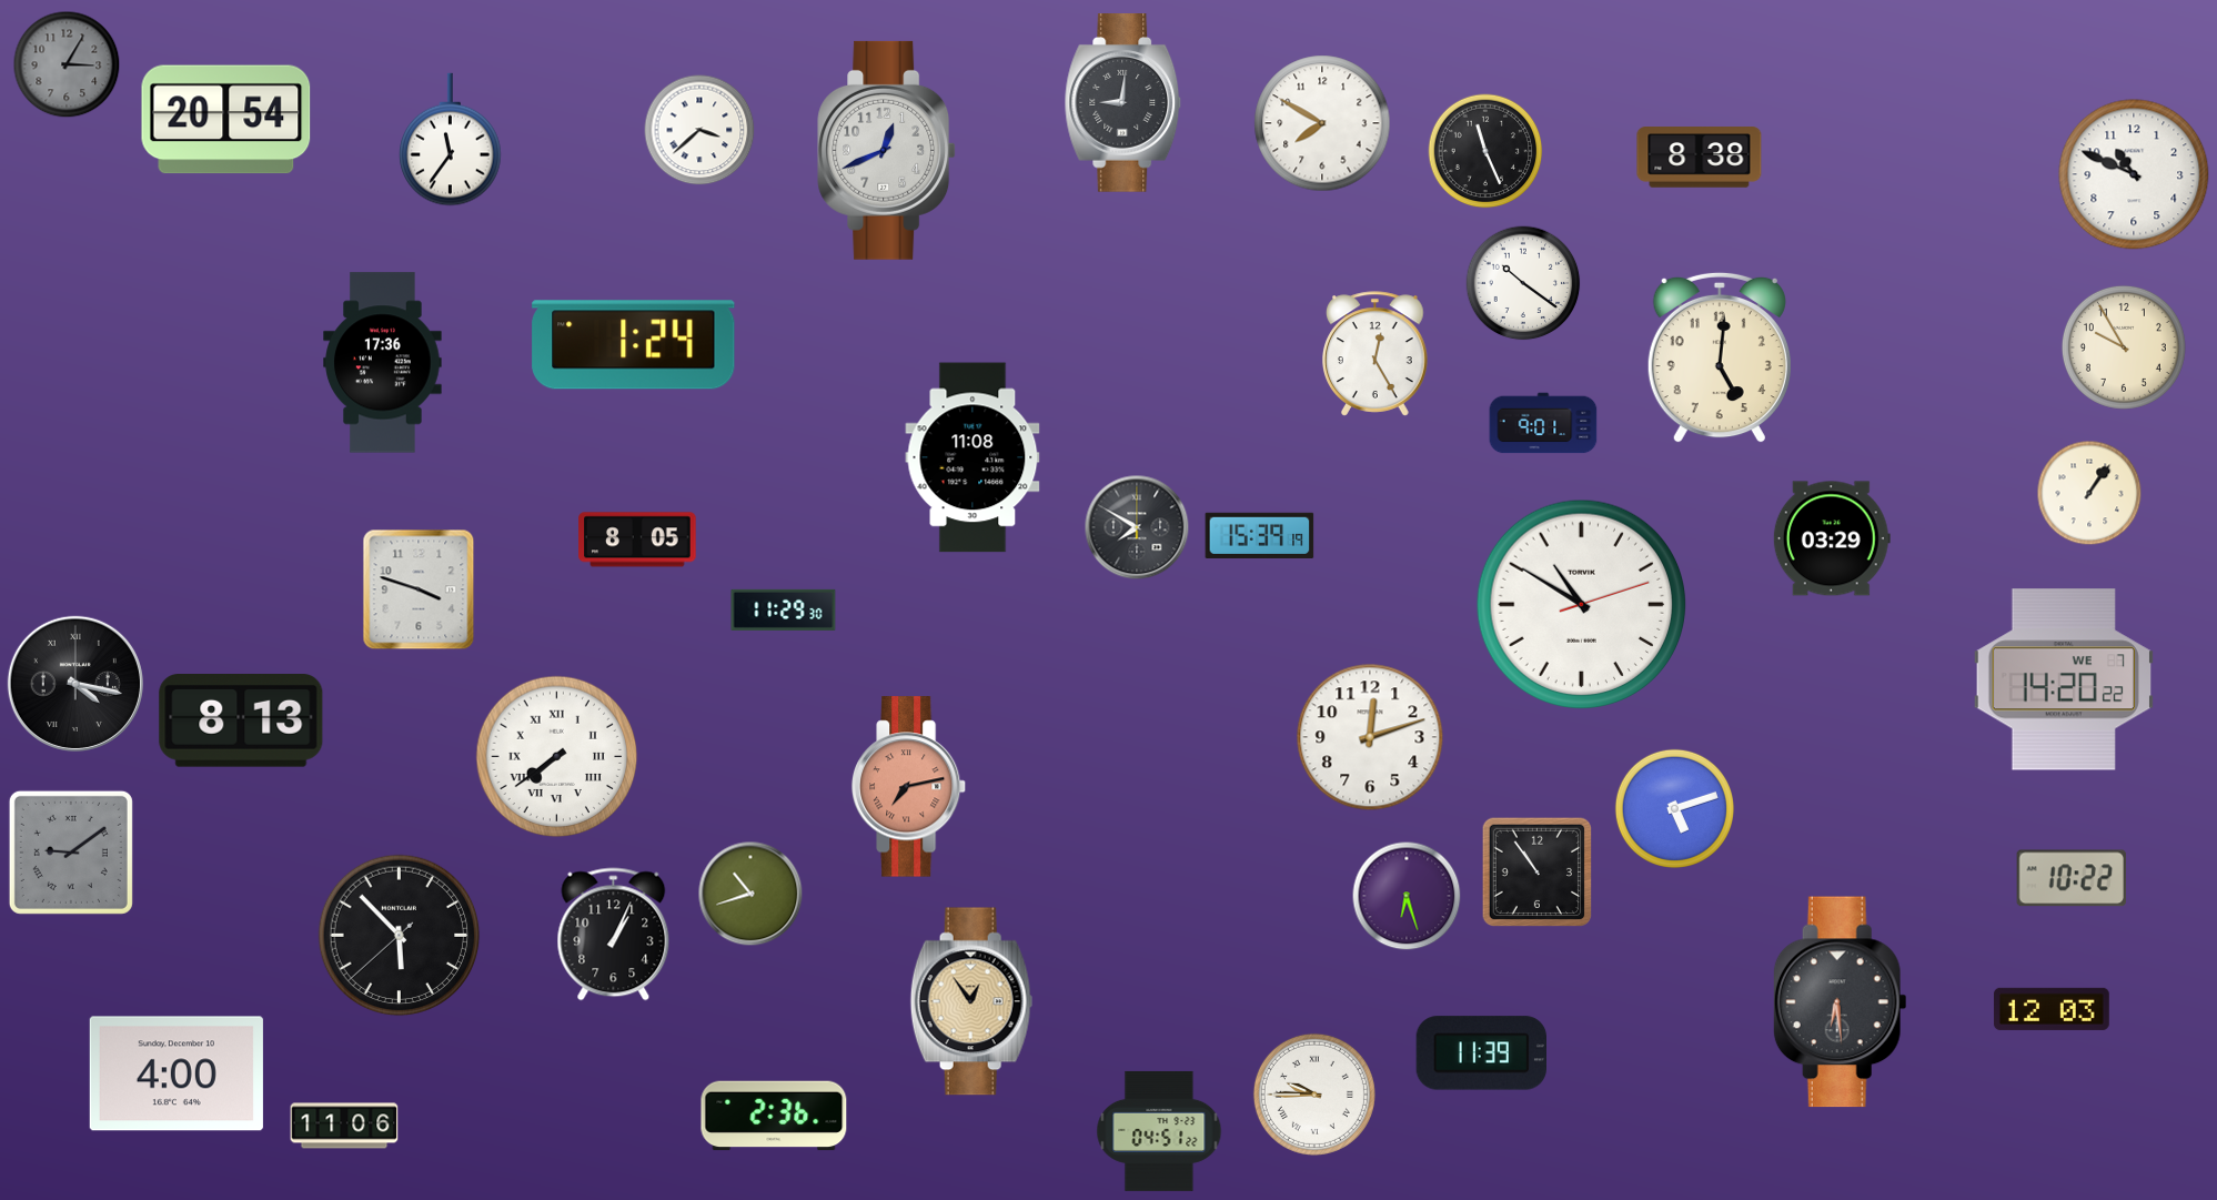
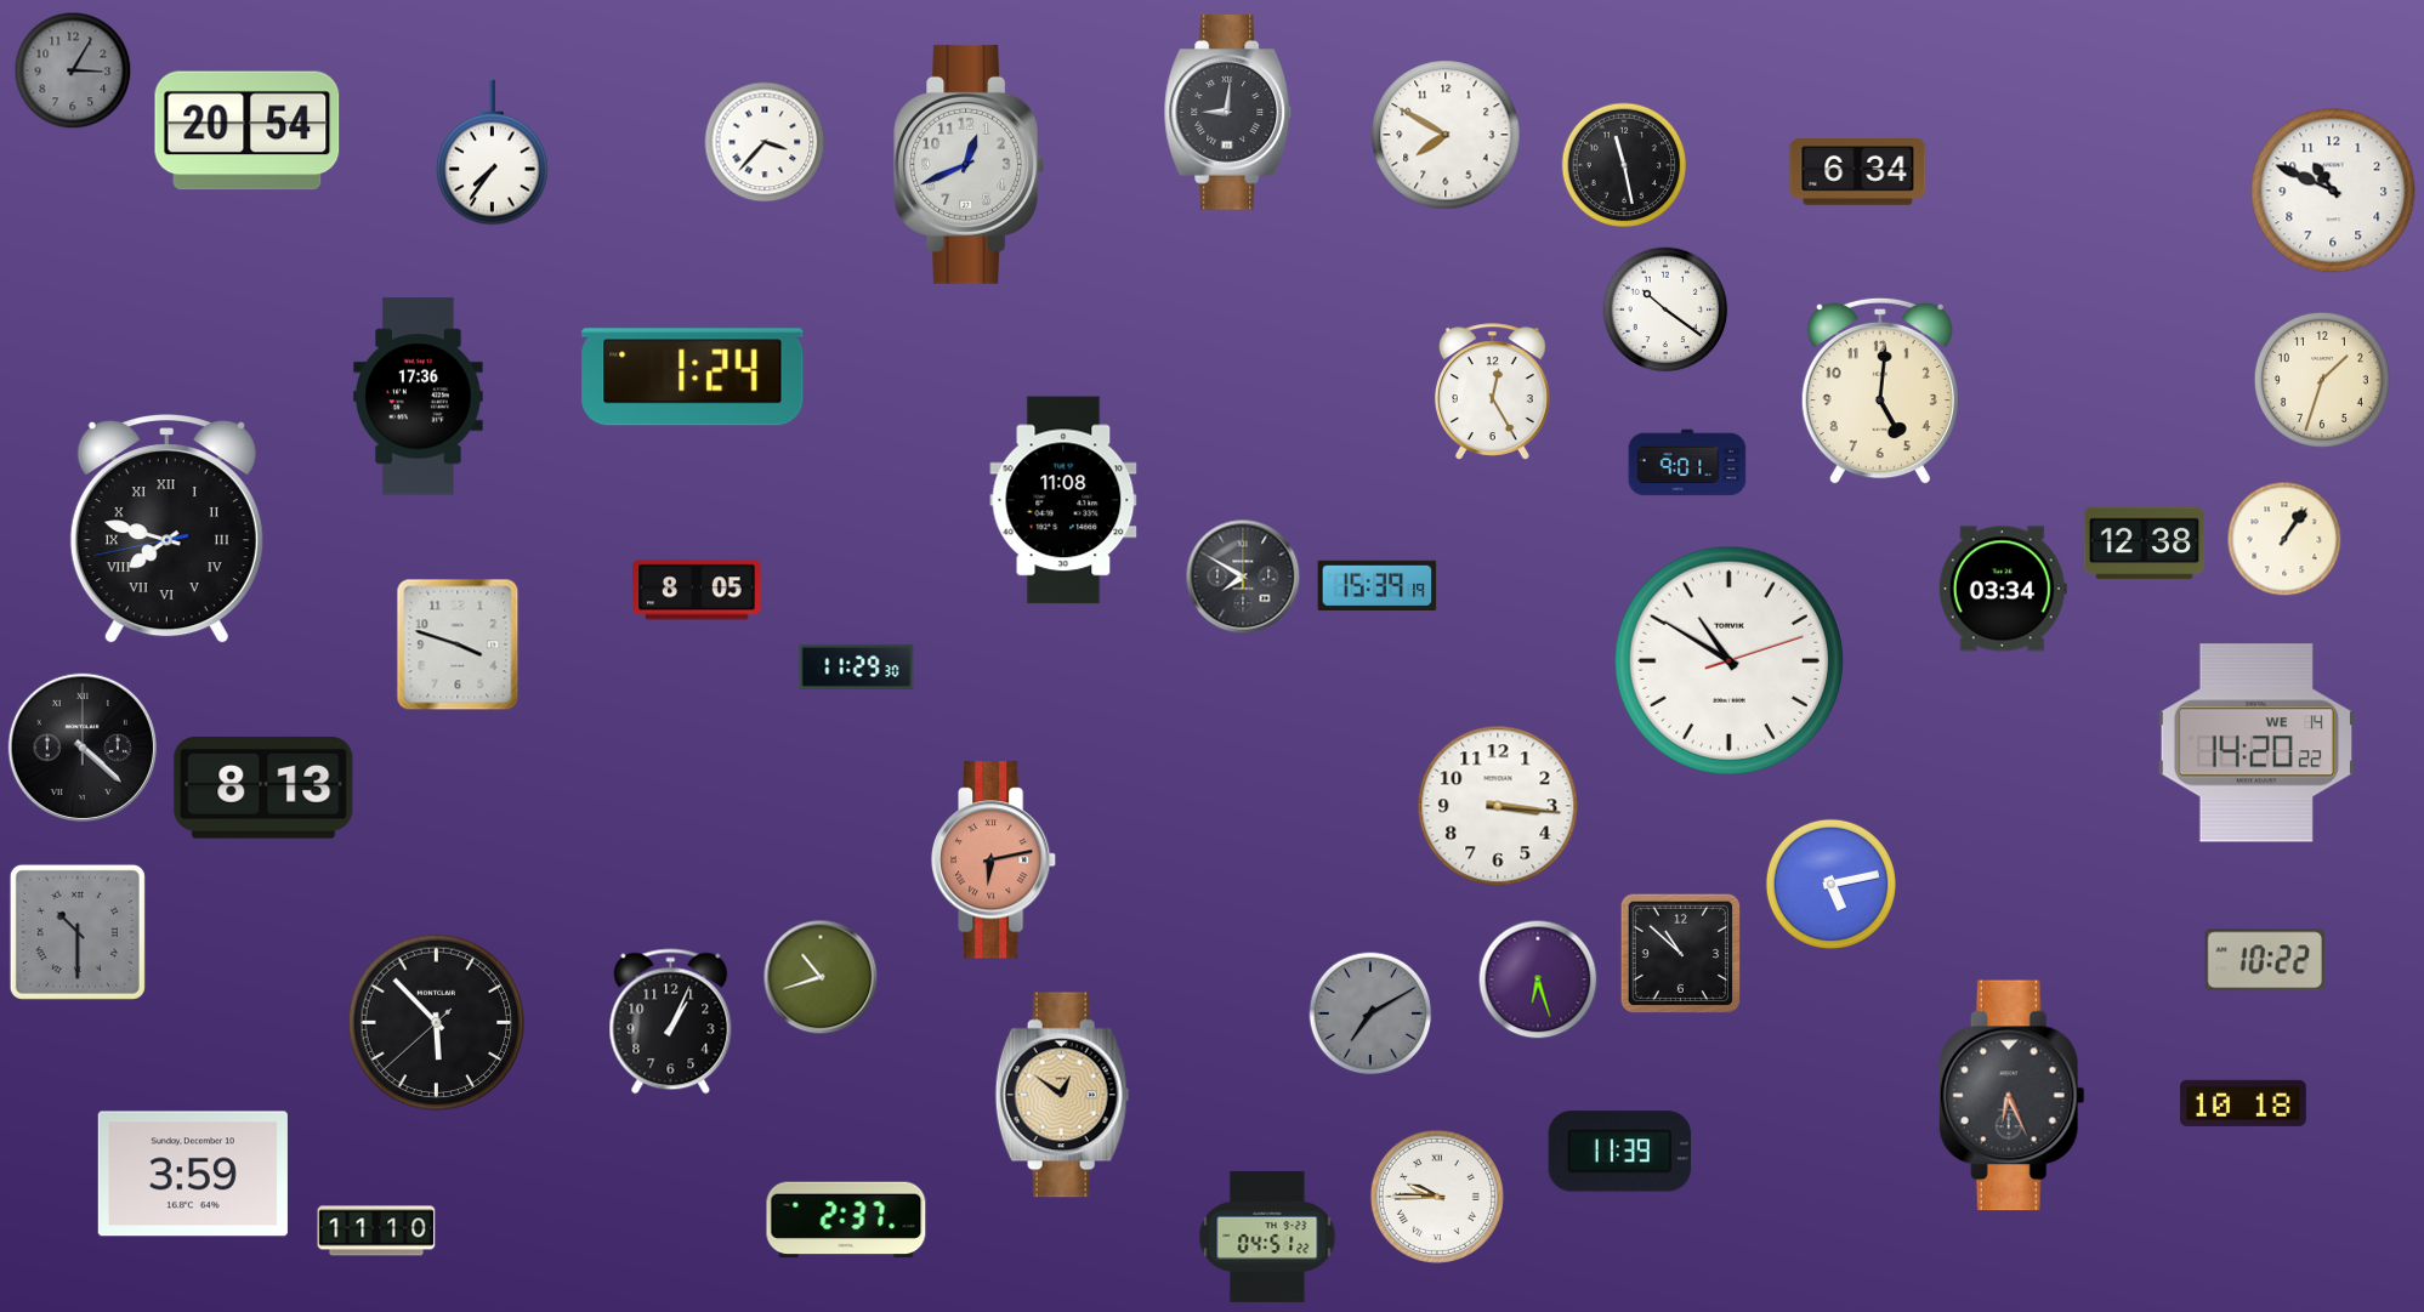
clock at (699, 130): 3:38 -> 3:37
clock at (451, 140): 11:36 -> 7:36
clock at (1485, 151): 11:26 -> 11:28
clock at (1700, 158): 8:38 -> 6:34
clock at (2124, 347): 9:55 -> 1:33
clock at (1375, 354) position: (1375, 354) -> (1493, 392)
clock at (166, 529): none -> 7:47
clock at (2145, 544): none -> 12:38
clock at (1832, 538): 03:29 -> 03:34
clock at (2064, 679) date: WE 7 -> WE 14
clock at (75, 684): 4:17 -> 4:22
clock at (1370, 737): 12:12 -> 3:16
clock at (557, 757): 7:39 -> none
clock at (909, 787): 7:13 -> 6:13
clock at (1674, 808): 5:12 -> 5:13
clock at (71, 853): 9:09 -> 10:30
clock at (1536, 871): 10:54 -> 10:52
clock at (1370, 1013): none -> 7:10
clock at (971, 1001): 12:54 -> 12:51
clock at (1840, 1002): 6:29 -> 6:26
clock at (2052, 1009): 12:03 -> 10:18
clock at (177, 1073): 4:00 -> 3:59
clock at (774, 1116): 2:36 -> 2:37
clock at (344, 1126): 11:06 -> 11:10
